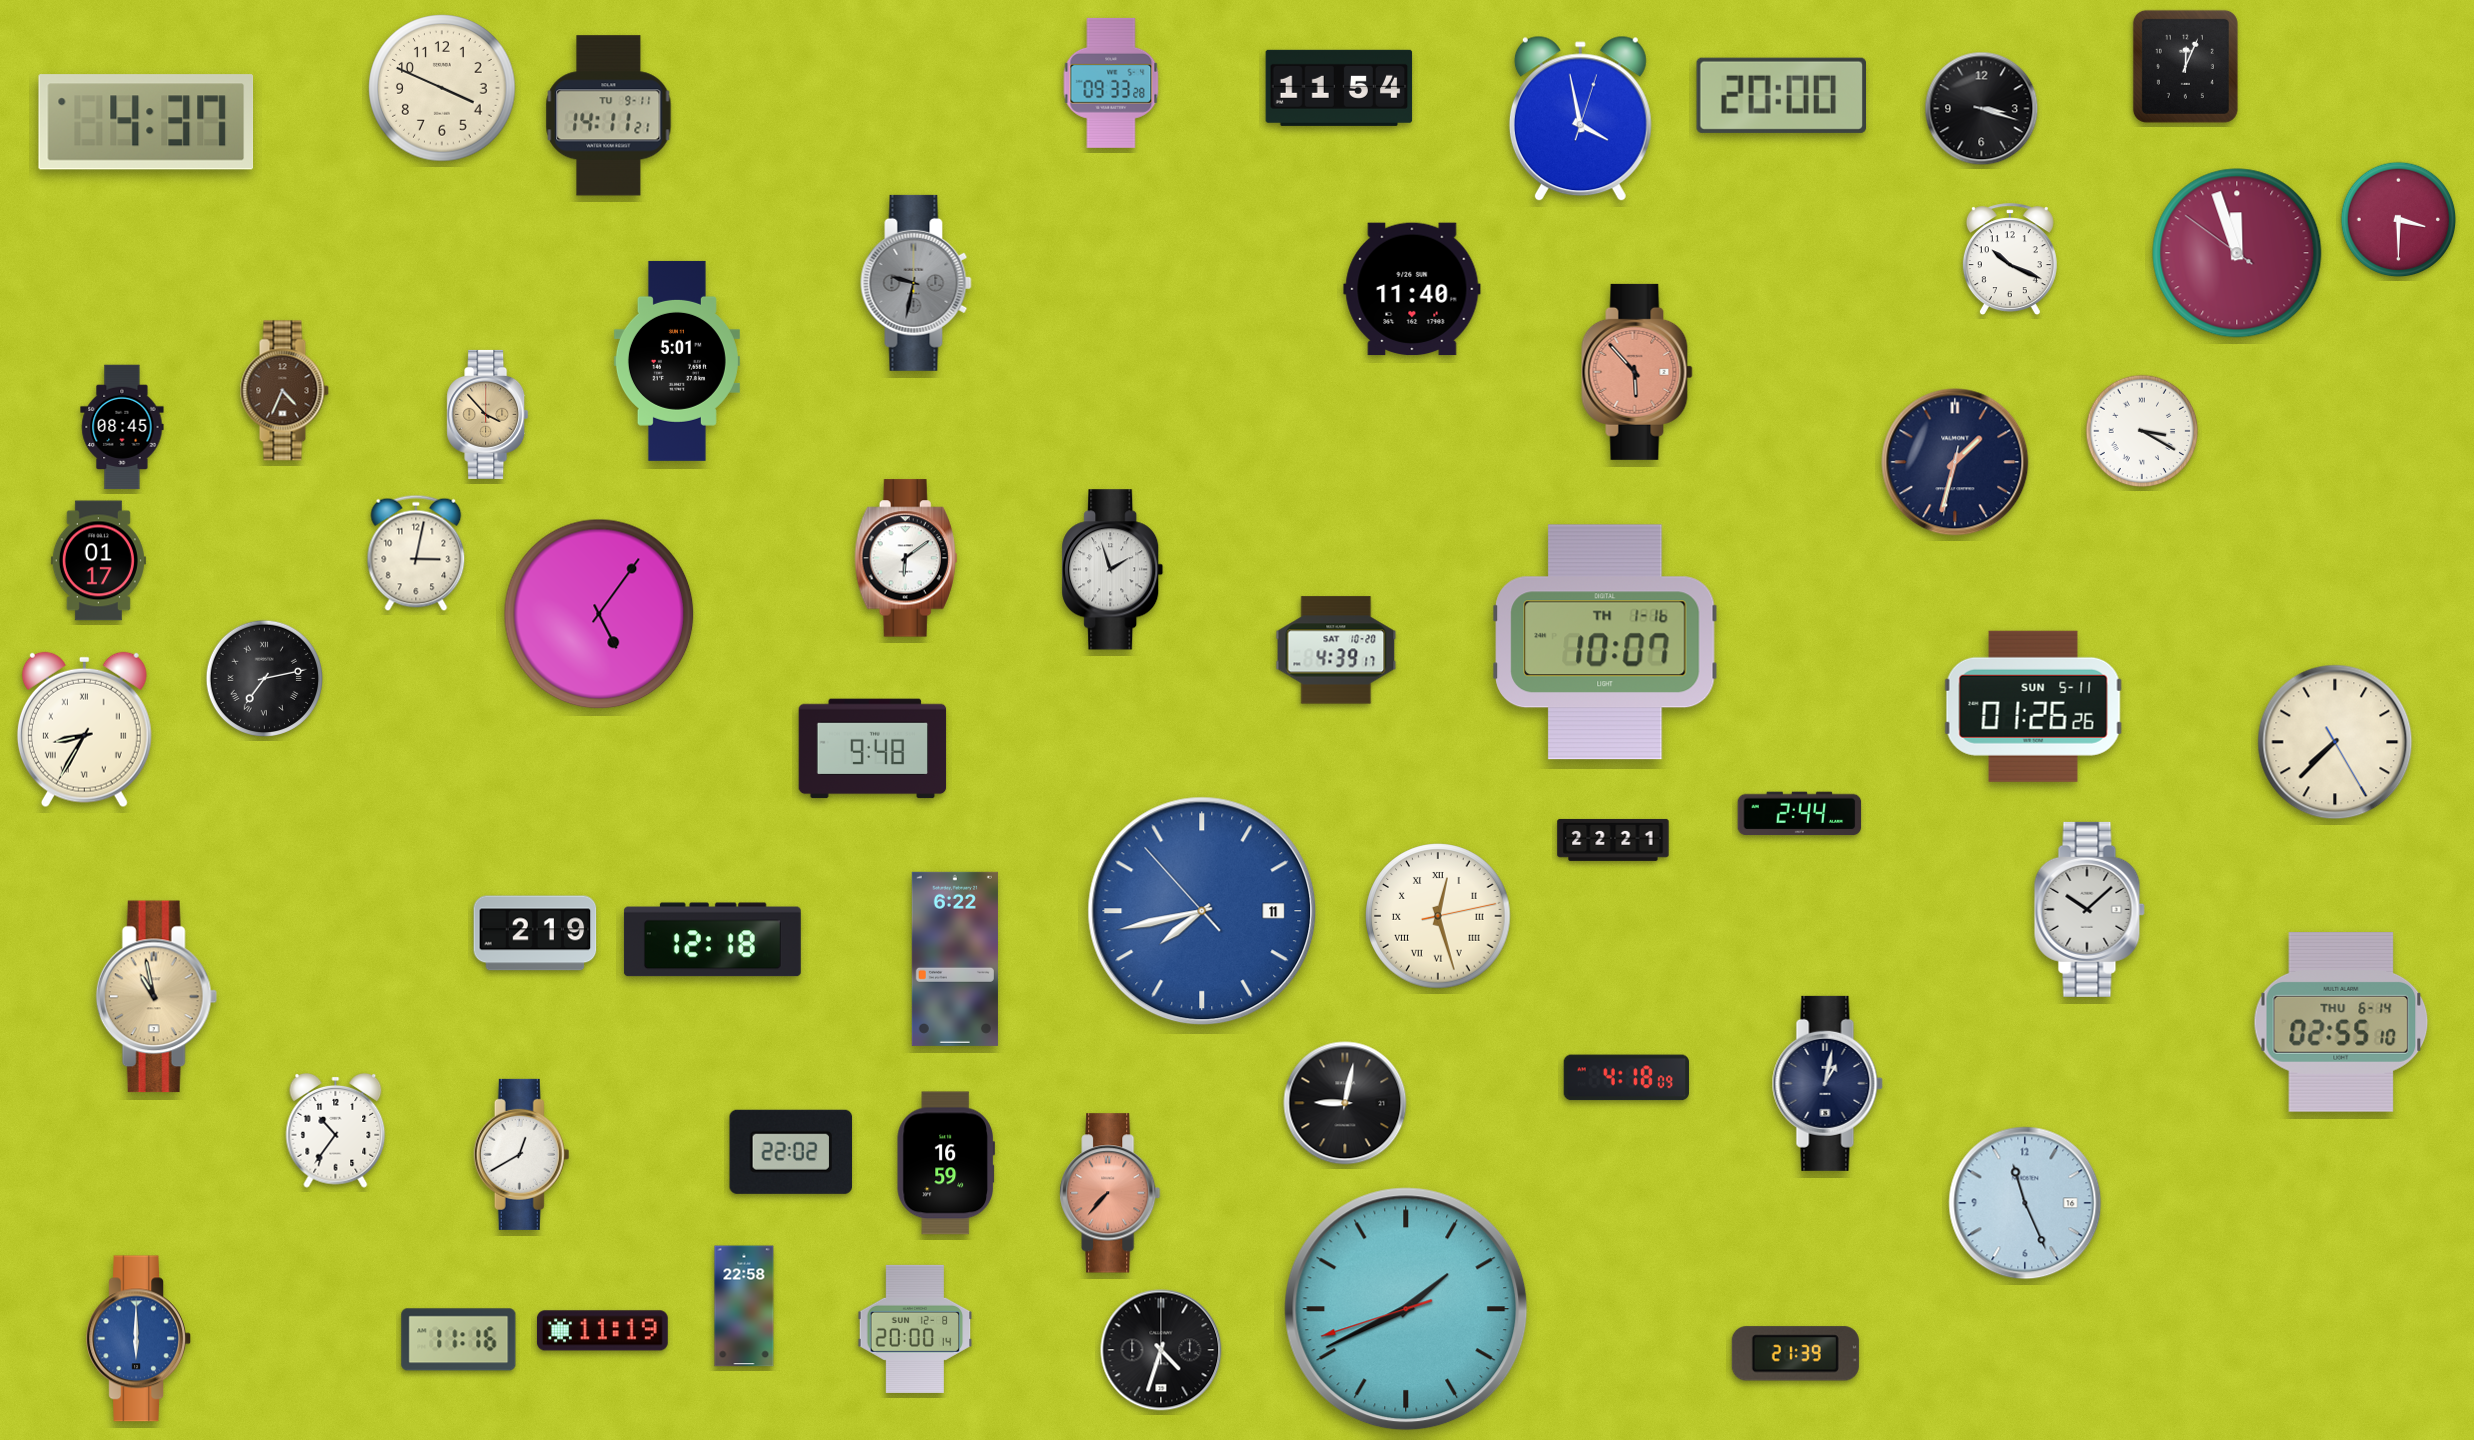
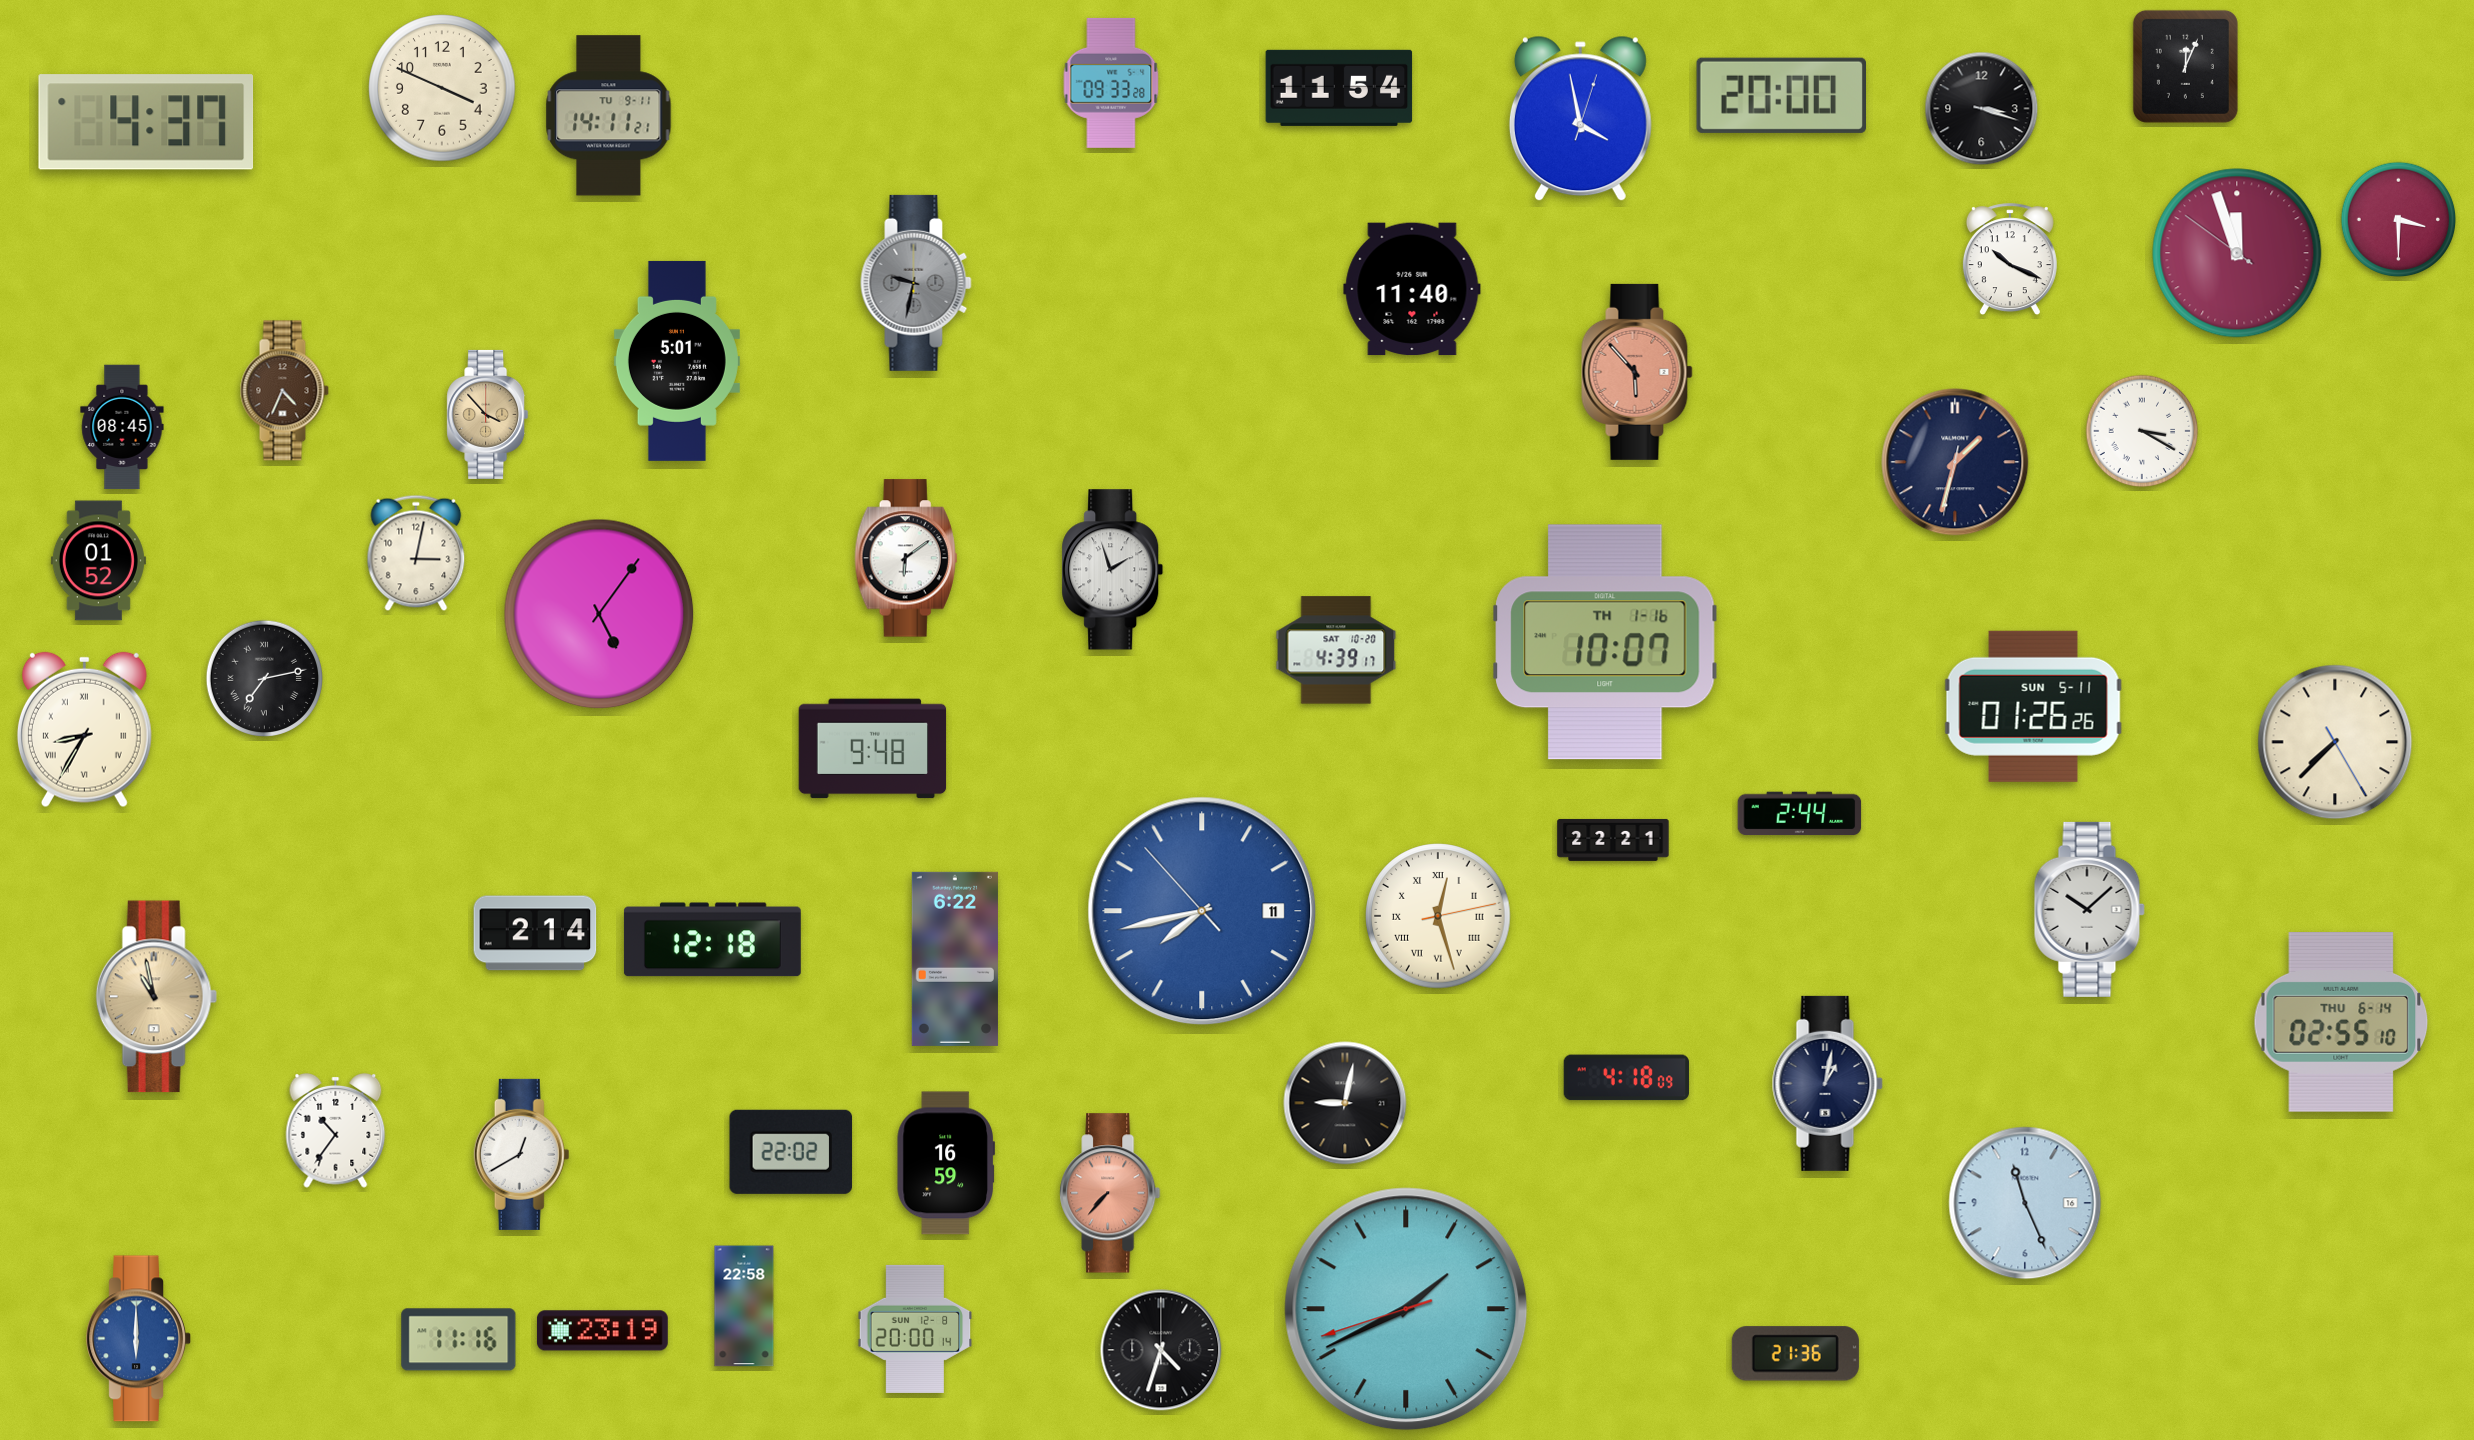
clock at (98, 561): 01:17 -> 01:52
clock at (535, 933): 2:19 -> 2:14
clock at (602, 1331): 11:19 -> 23:19
clock at (1795, 1354): 21:39 -> 21:36
